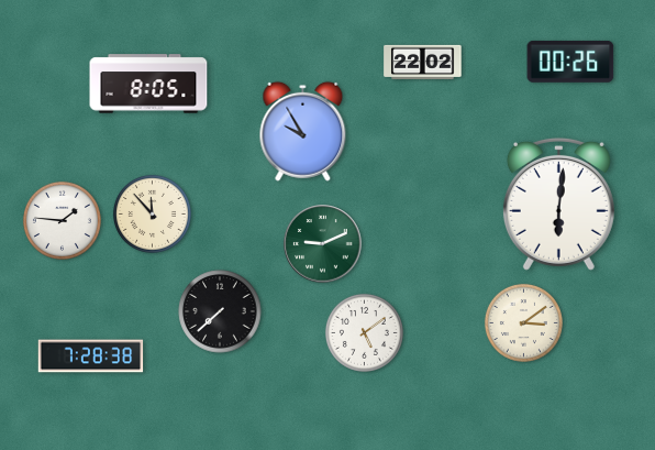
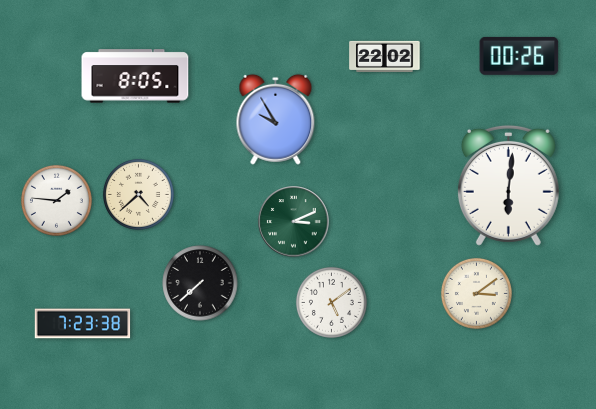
clock at (152, 213): 11:53 -> 4:38
clock at (323, 244): 9:11 -> 3:11
clock at (91, 356): 7:28 -> 7:23
